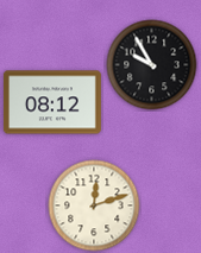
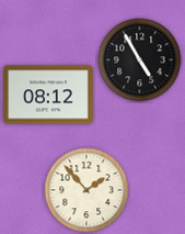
clock at (152, 65): 9:55 -> 4:55
clock at (94, 205): 12:12 -> 1:53
